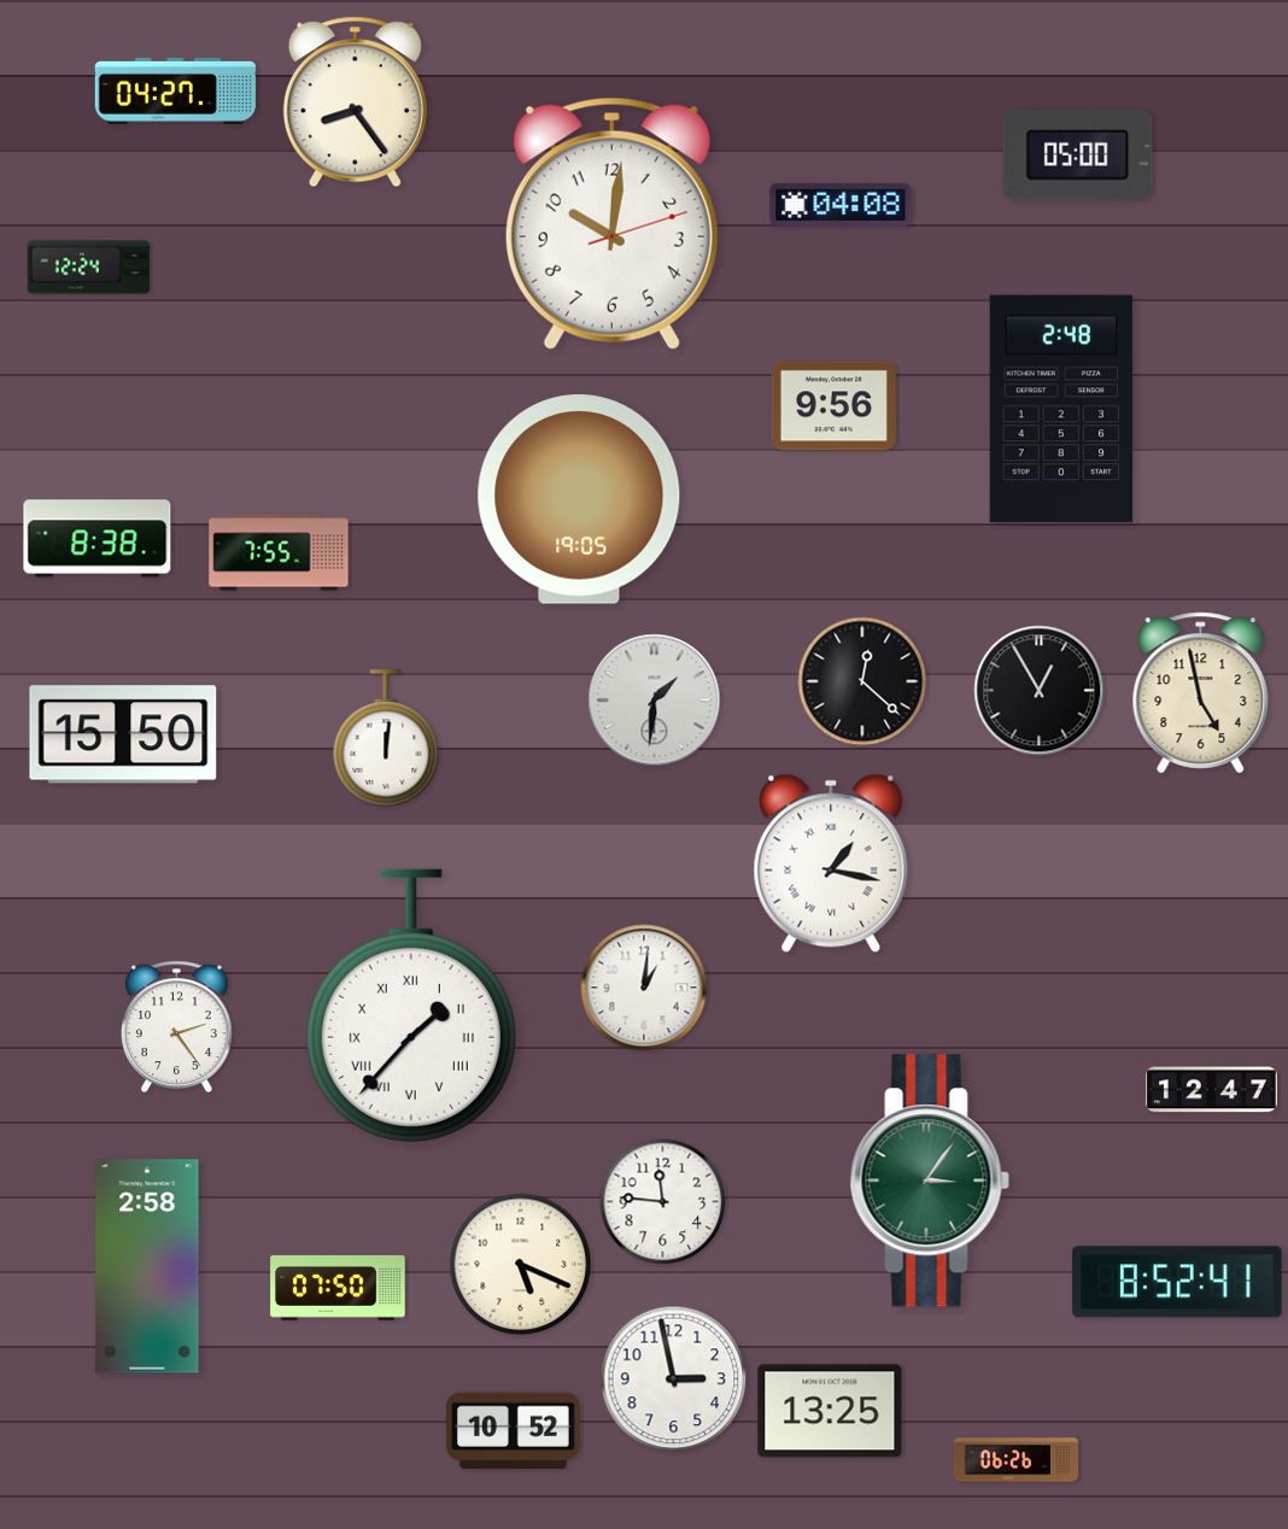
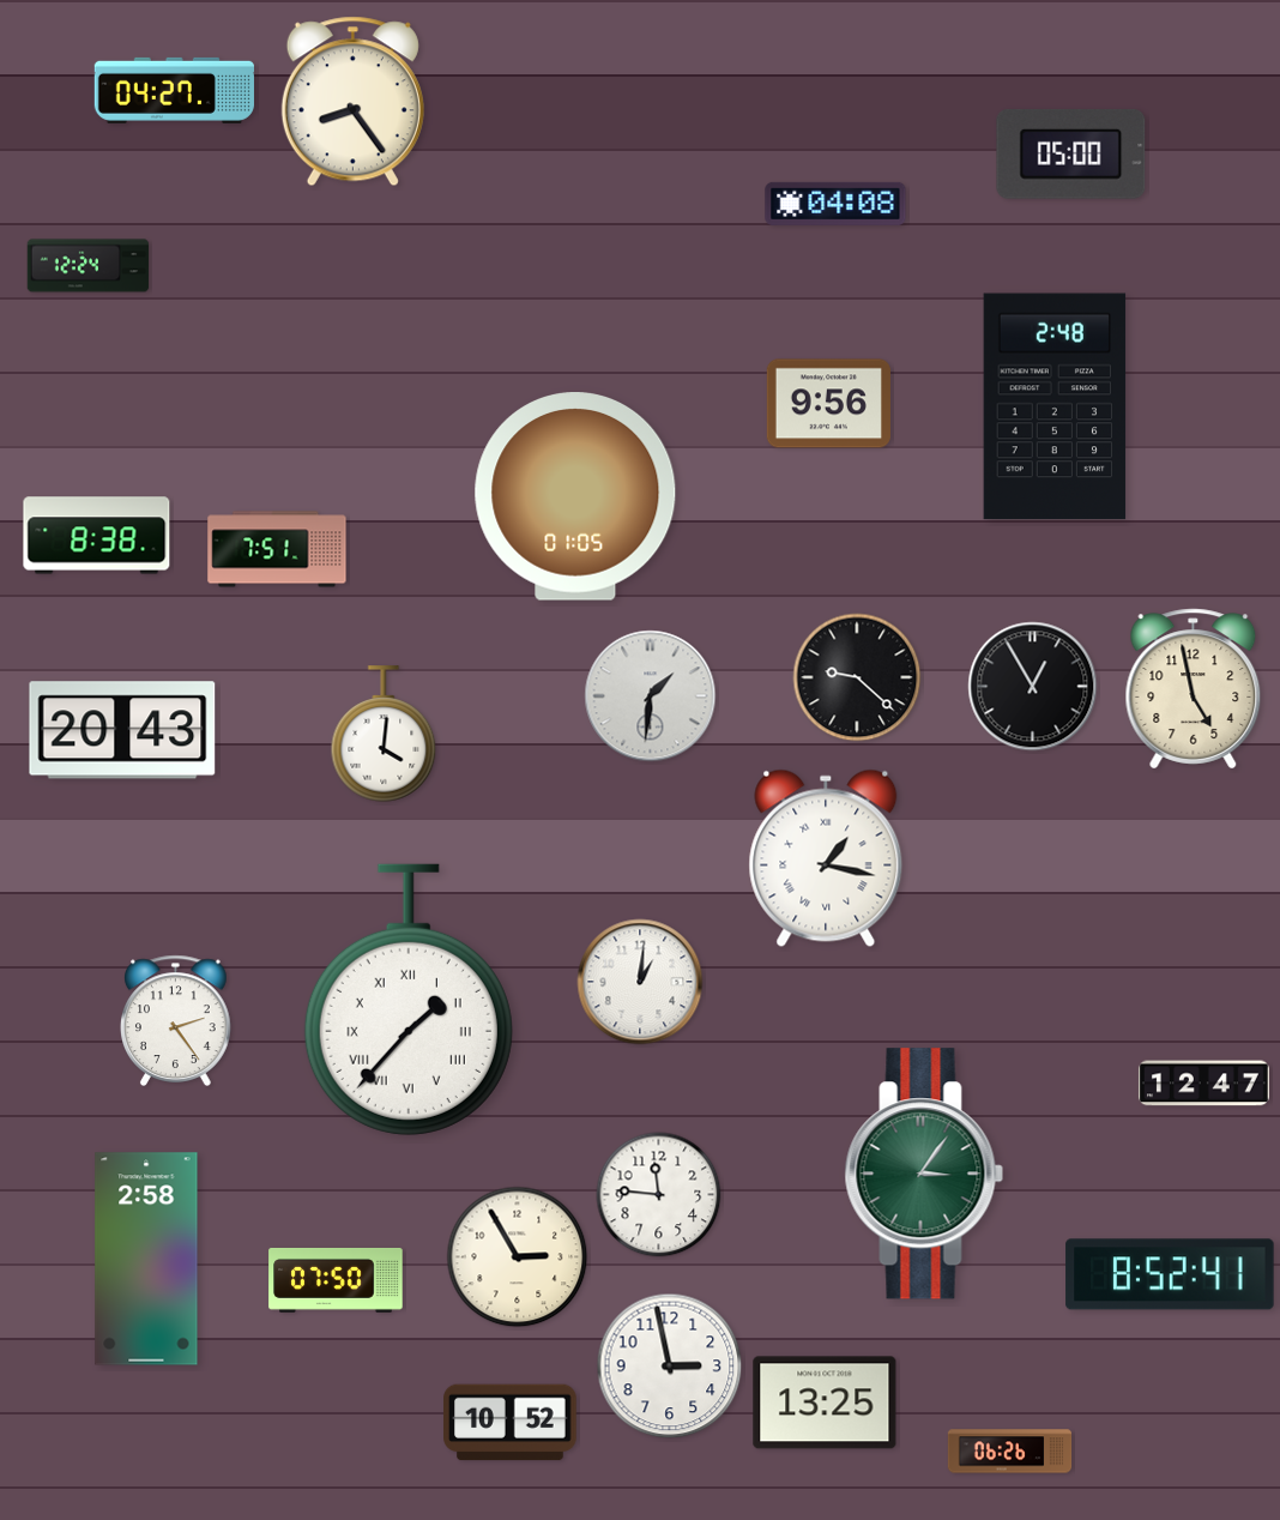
clock at (611, 223): 10:01 -> none
clock at (579, 499): 19:05 -> 01:05
clock at (279, 552): 7:55 -> 7:51
clock at (862, 681): 12:22 -> 9:22
clock at (123, 734): 15:50 -> 20:43
clock at (386, 738): 12:01 -> 4:01
clock at (521, 1265): 5:19 -> 2:55
clock at (674, 1379) position: (674, 1379) -> (670, 1367)
